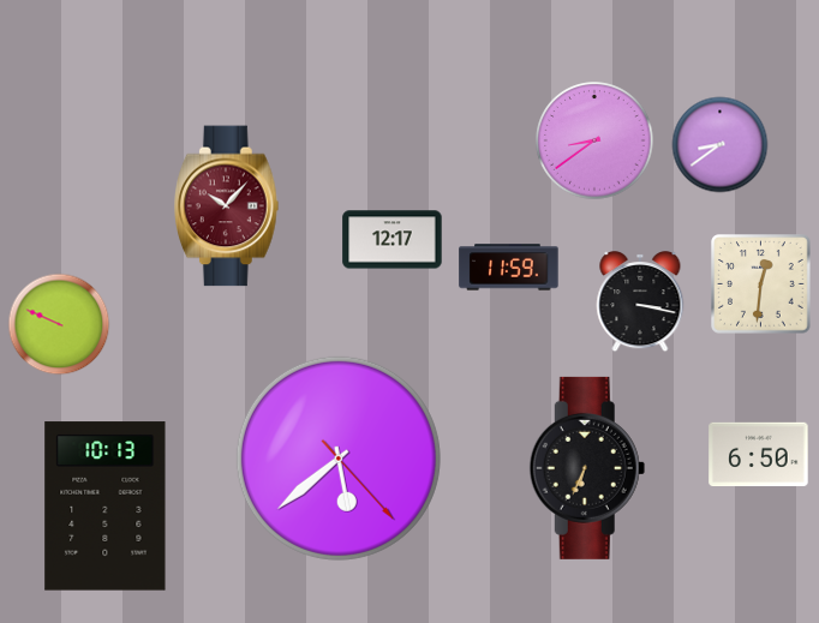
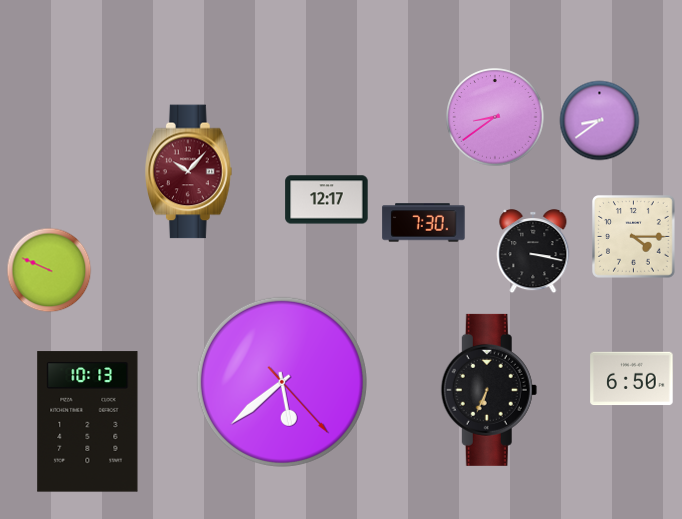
clock at (509, 268): 11:59 -> 7:30
clock at (761, 284): 12:31 -> 4:15
